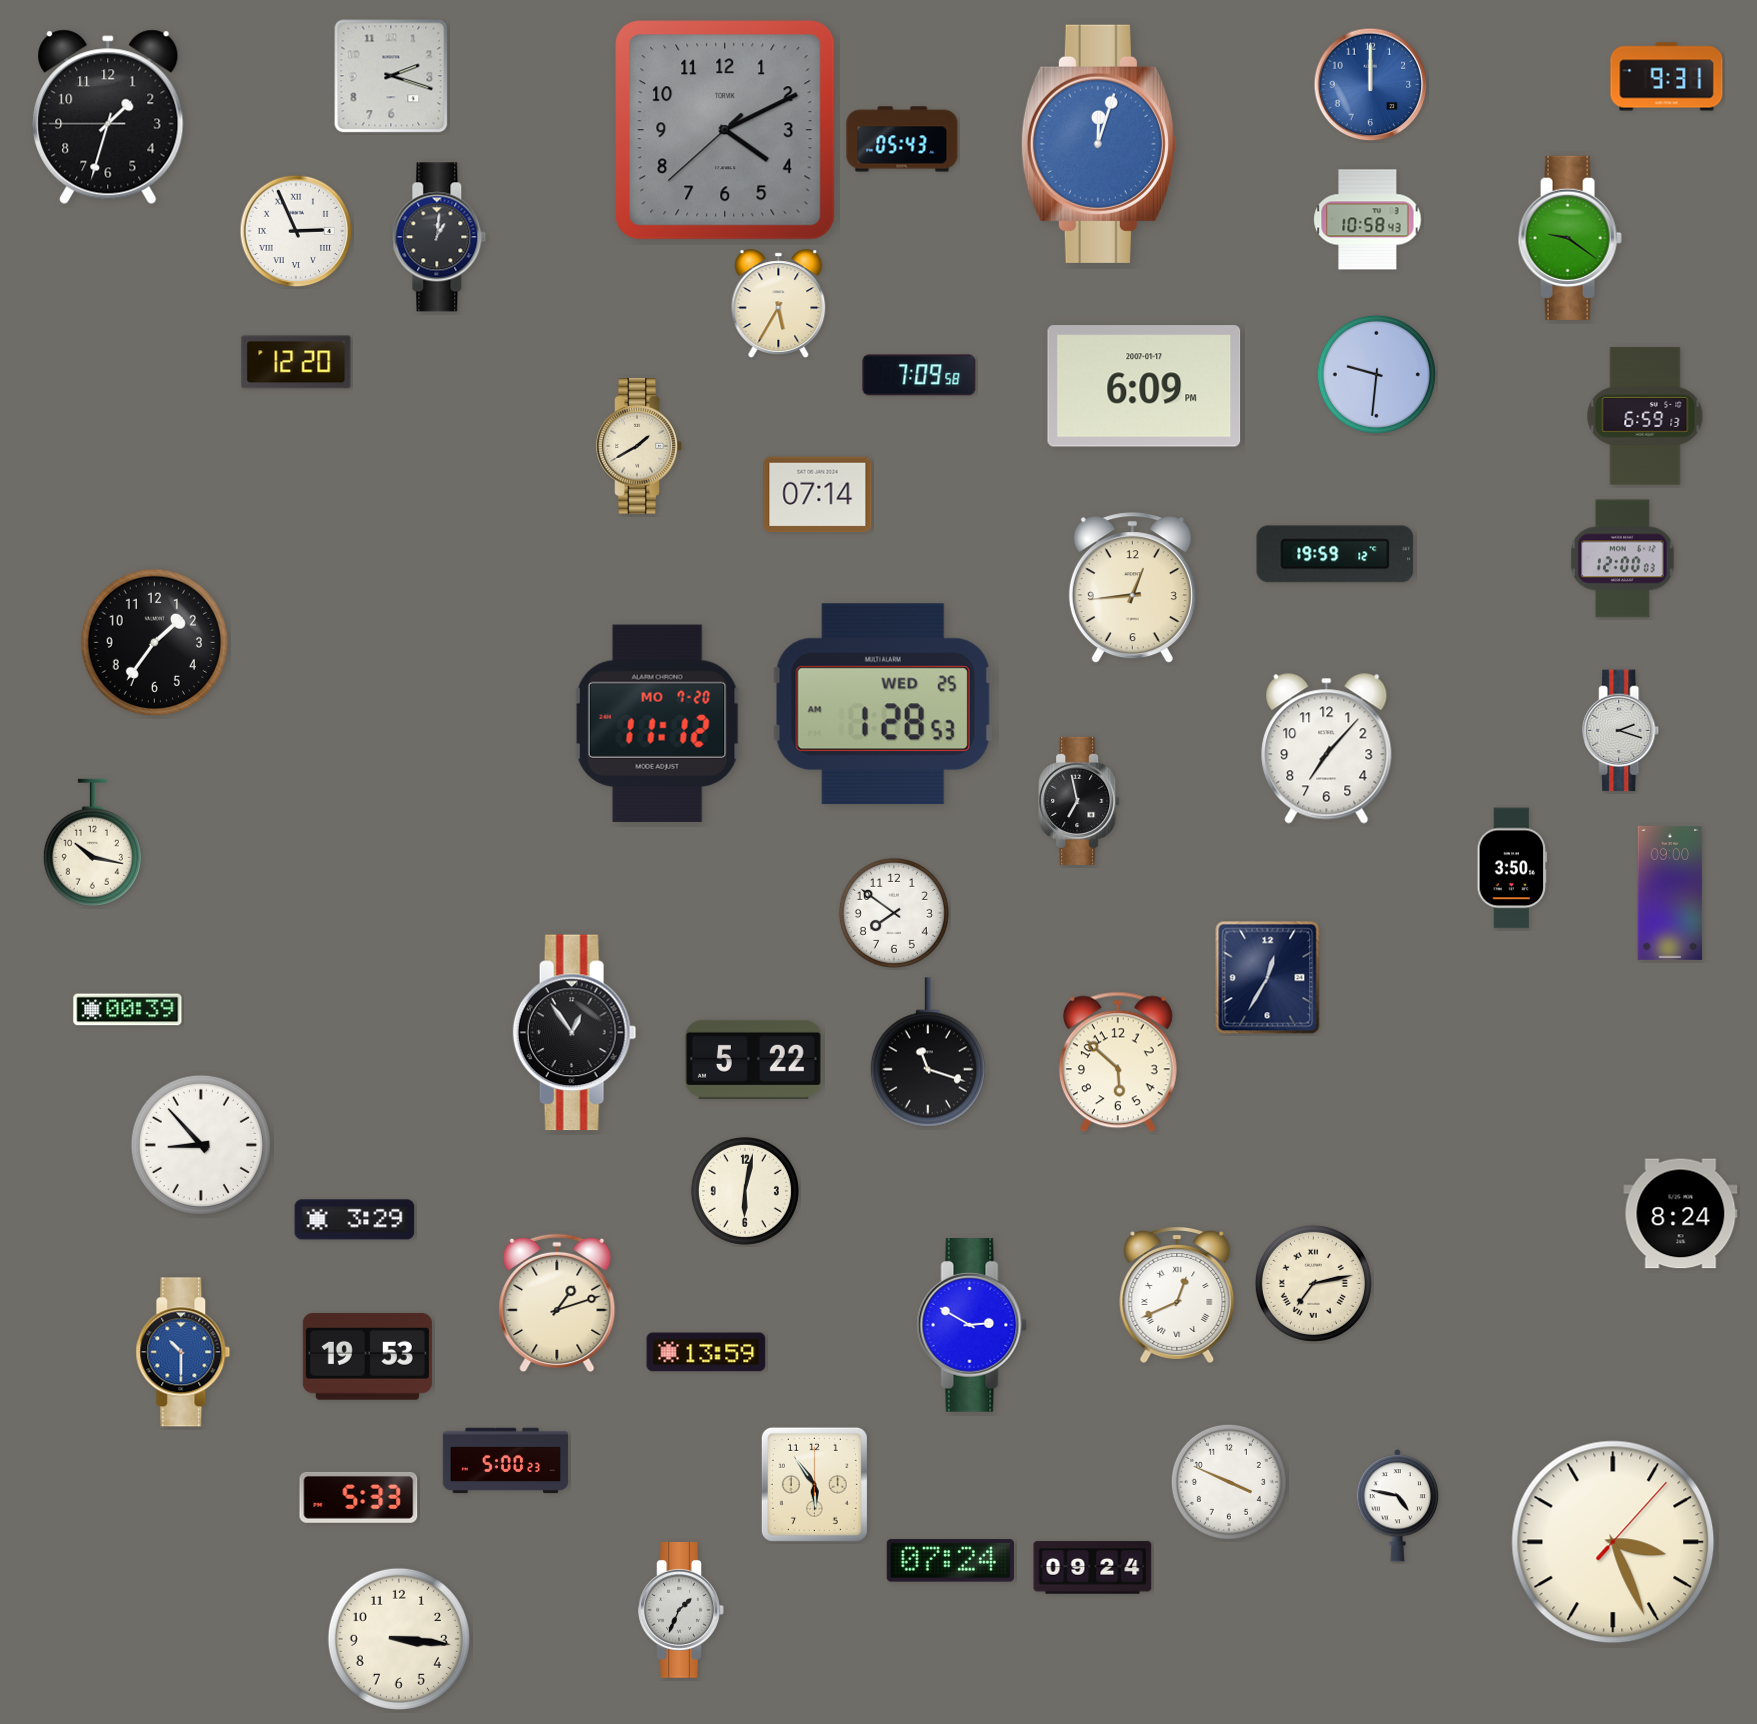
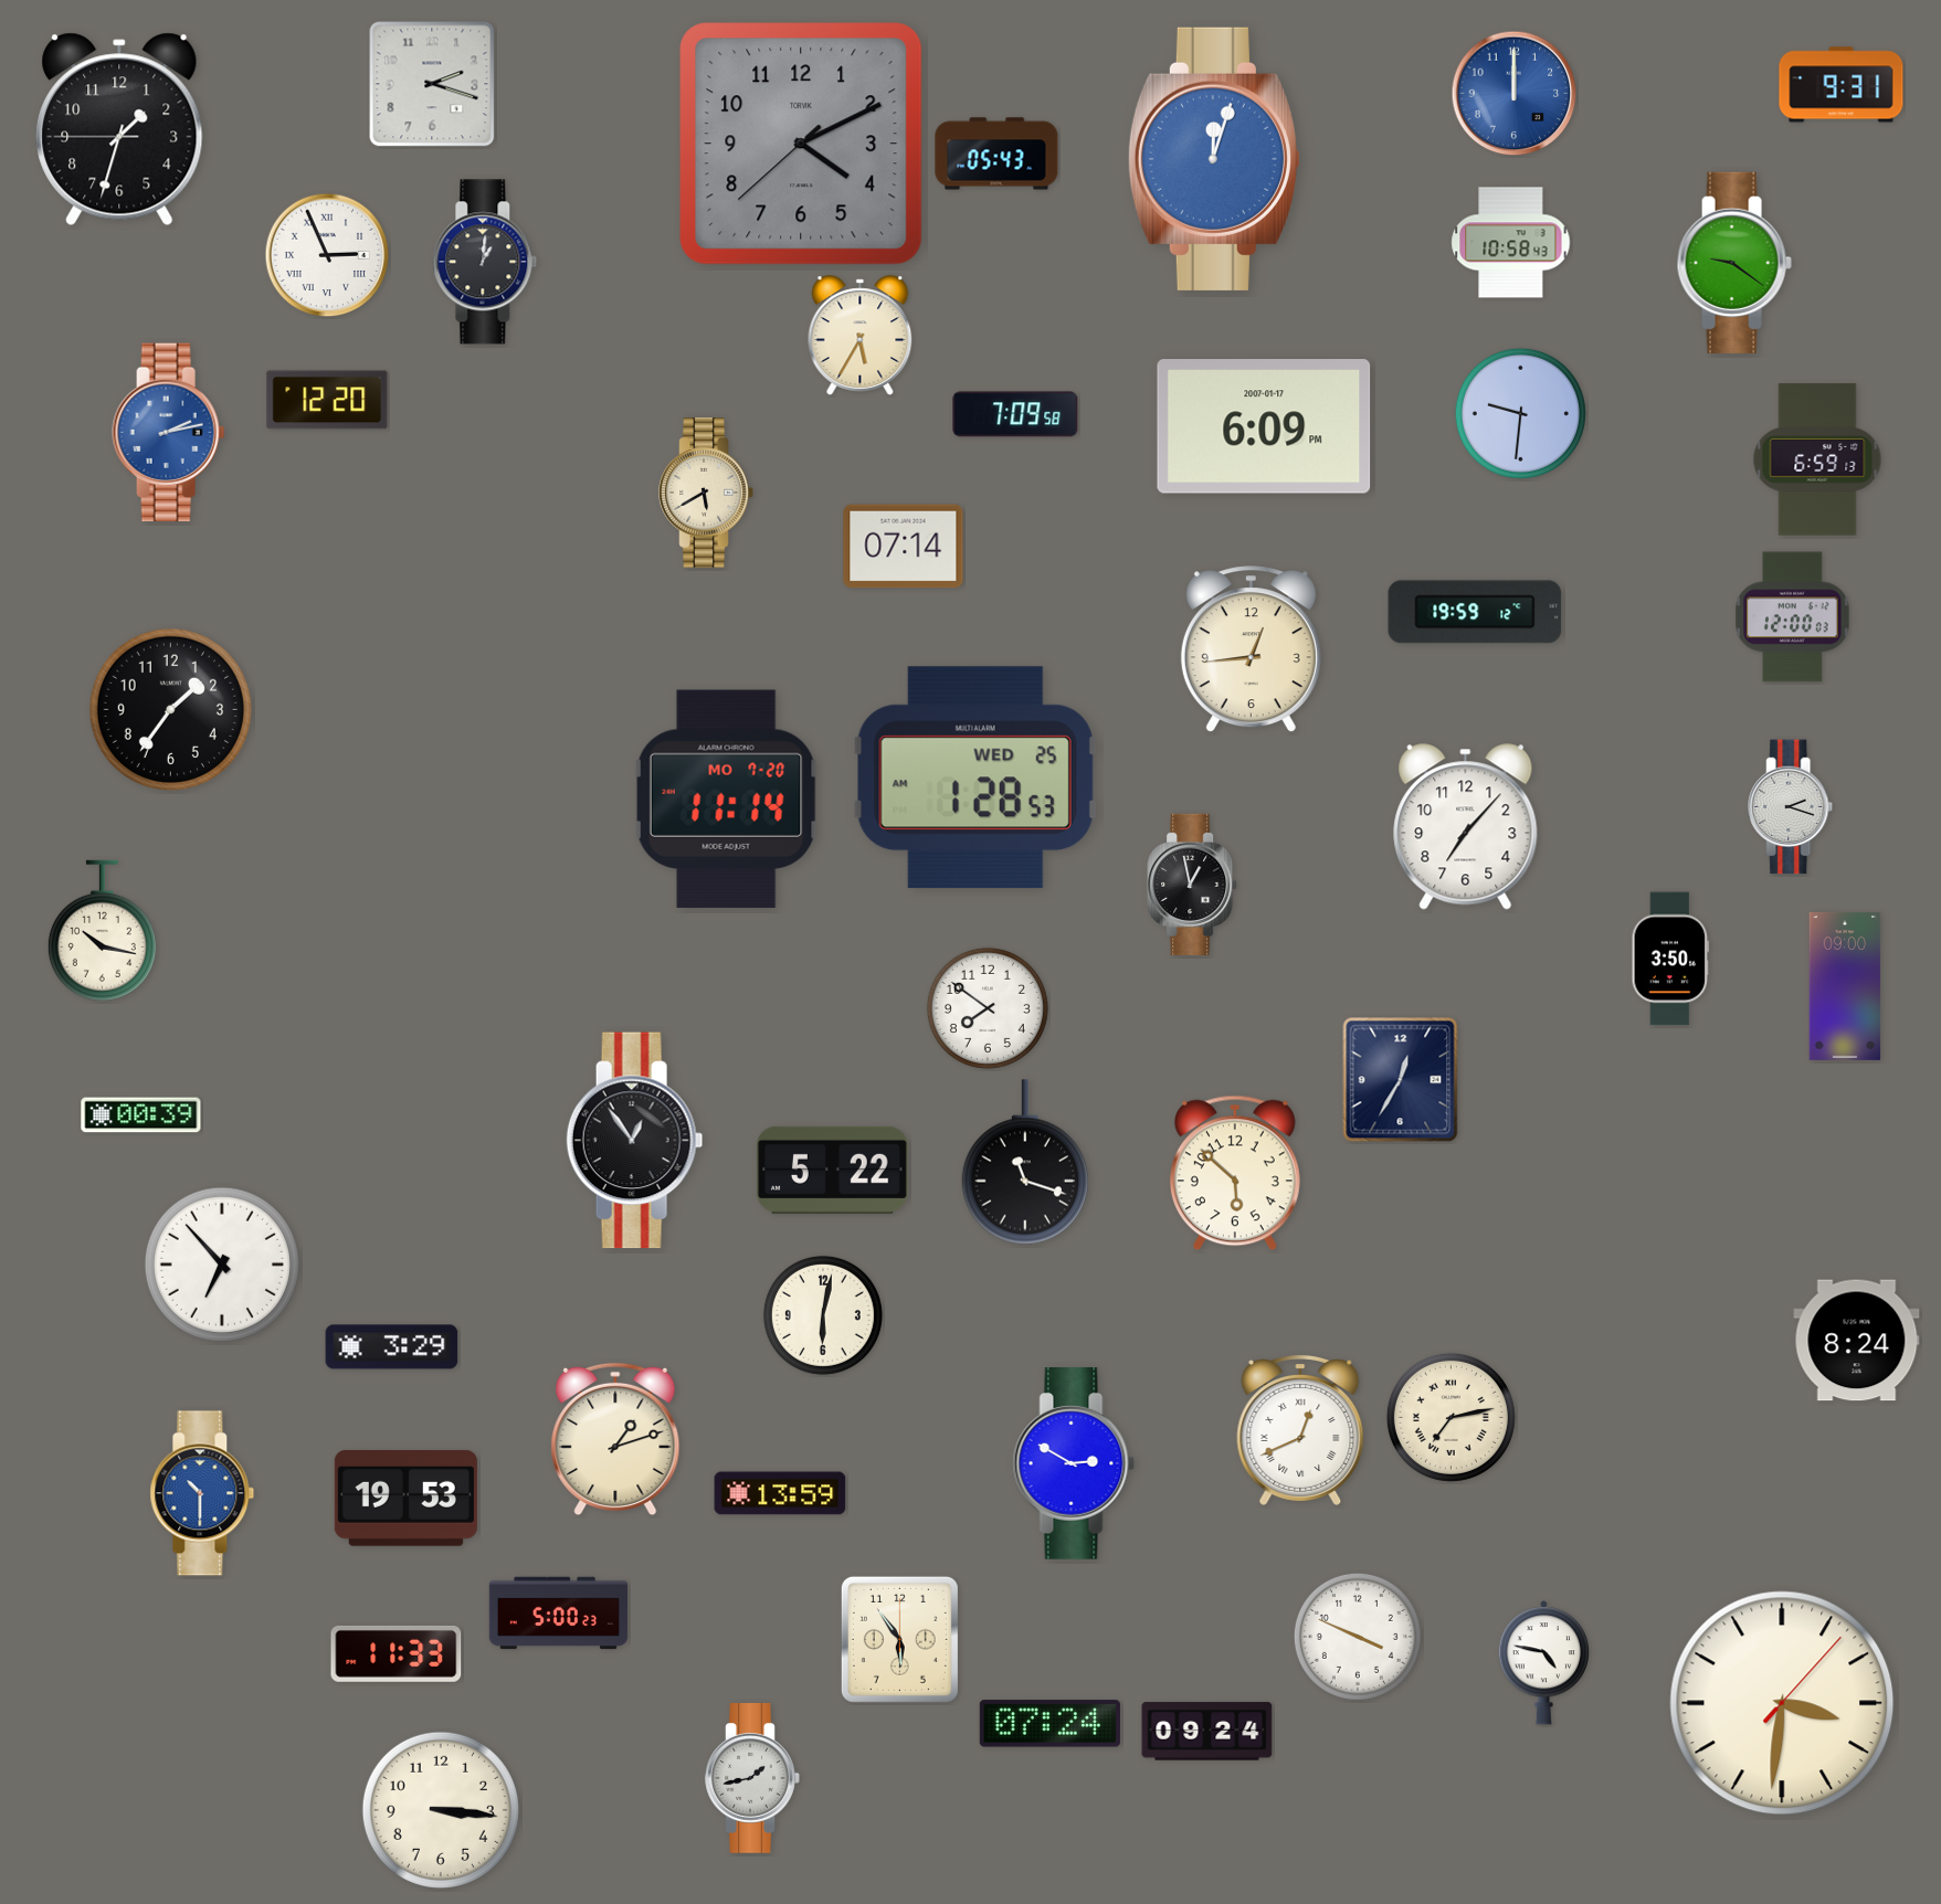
clock at (169, 433): none -> 2:13
clock at (639, 447): 1:40 -> 5:40
clock at (657, 723): 11:12 -> 11:14
clock at (1079, 801): 6:58 -> 12:58
clock at (201, 1145): 8:53 -> 6:53
clock at (359, 1497): 5:33 -> 11:33
clock at (1613, 1542): 3:26 -> 3:31
clock at (681, 1611): 1:34 -> 1:43
